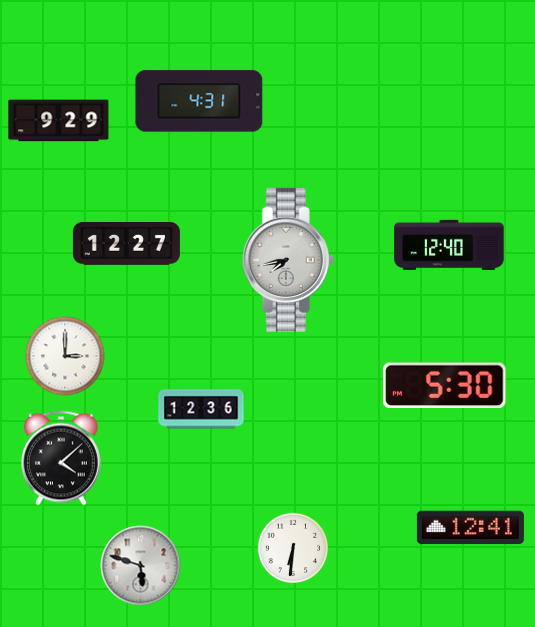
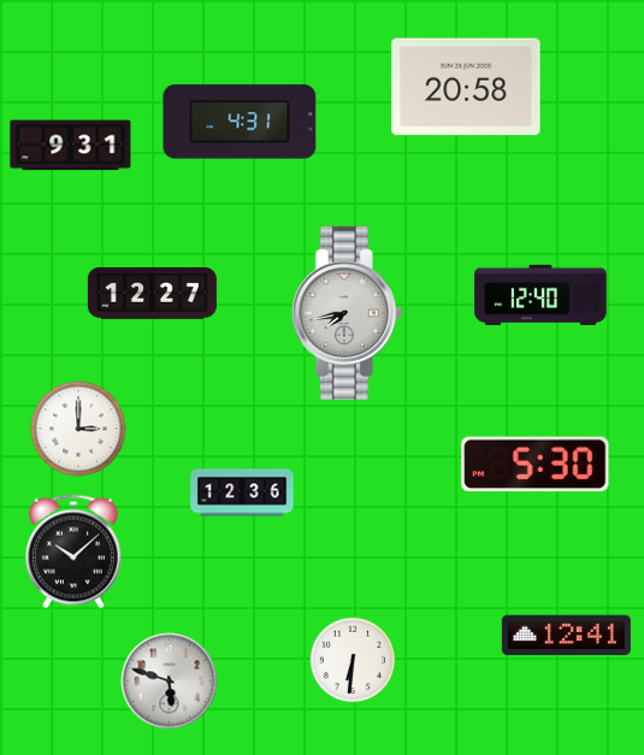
clock at (466, 87): none -> 20:58
clock at (59, 121): 9:29 -> 9:31
clock at (61, 458): 4:08 -> 10:08
